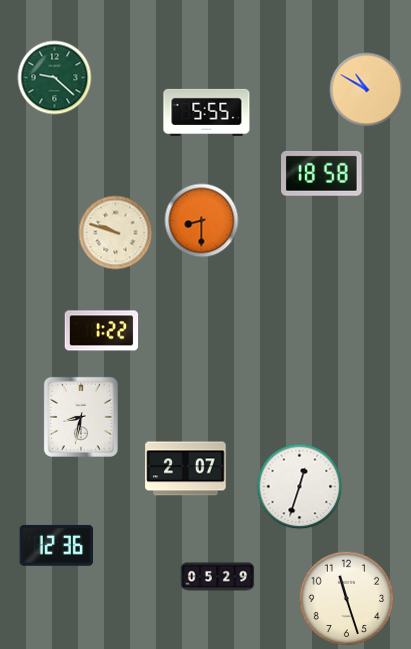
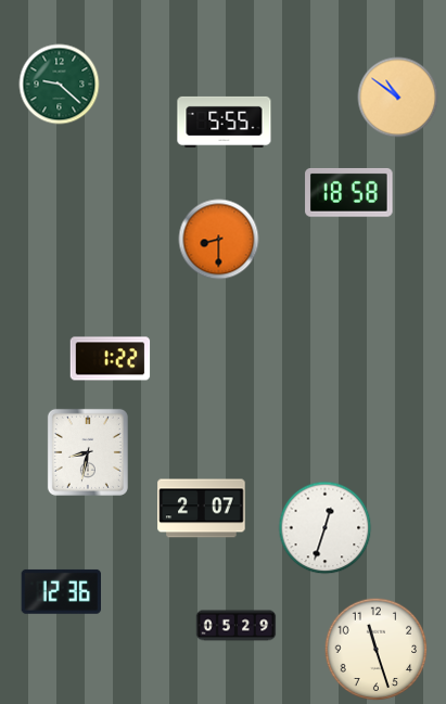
clock at (367, 90): 10:50 -> 10:51
clock at (322, 173) position: (322, 173) -> (349, 192)
clock at (116, 233): 9:48 -> none
